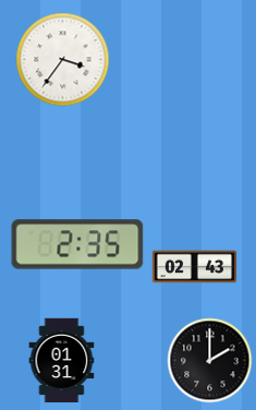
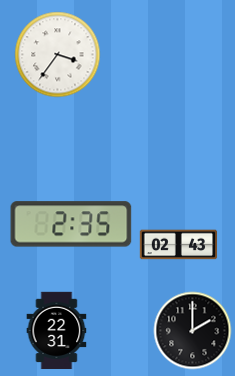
clock at (62, 360): 01:31 -> 22:31
